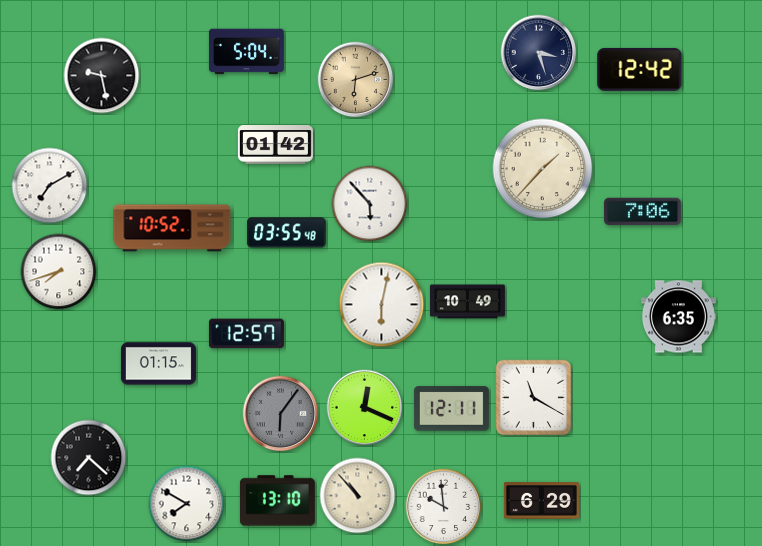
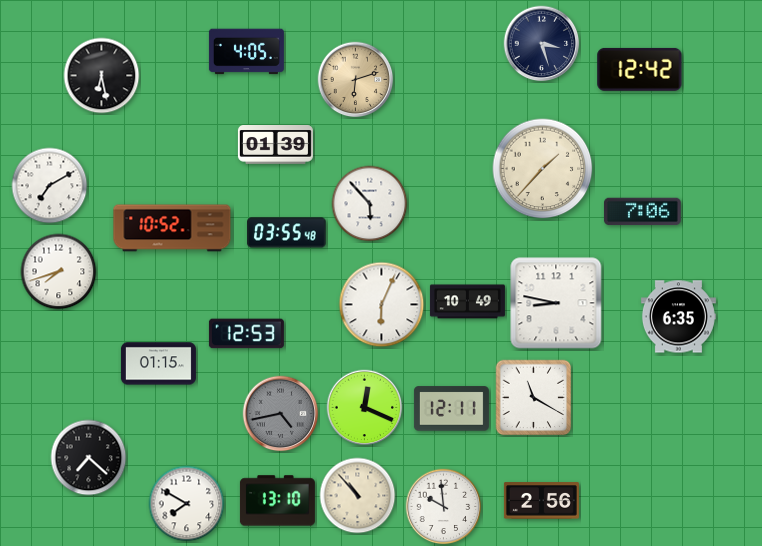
clock at (246, 52): 5:04 -> 4:05
clock at (539, 53) position: (539, 53) -> (542, 44)
clock at (102, 76): 9:28 -> 6:28
clock at (275, 145): 01:42 -> 01:39
clock at (556, 303): none -> 8:47
clock at (382, 305): 6:02 -> 6:04
clock at (246, 334): 12:57 -> 12:53
clock at (281, 414): 6:06 -> 4:43
clock at (541, 501): 6:29 -> 2:56
